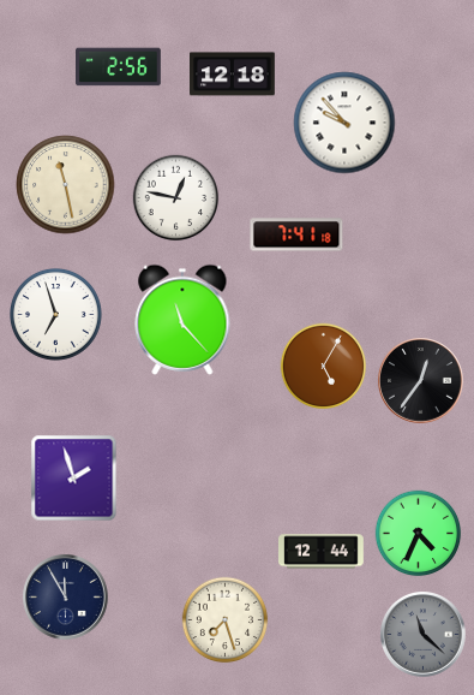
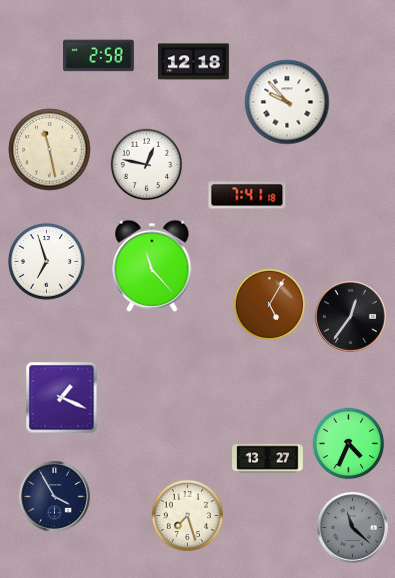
clock at (119, 67): 2:56 -> 2:58
clock at (66, 185) position: (66, 185) -> (50, 150)
clock at (74, 479): 1:57 -> 1:19
clock at (322, 552): 12:44 -> 13:27
clock at (66, 598): 11:55 -> 3:55
